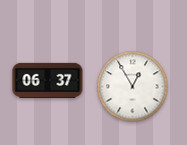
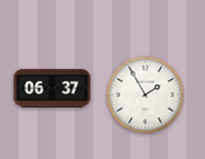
clock at (133, 87): 12:55 -> 1:55
